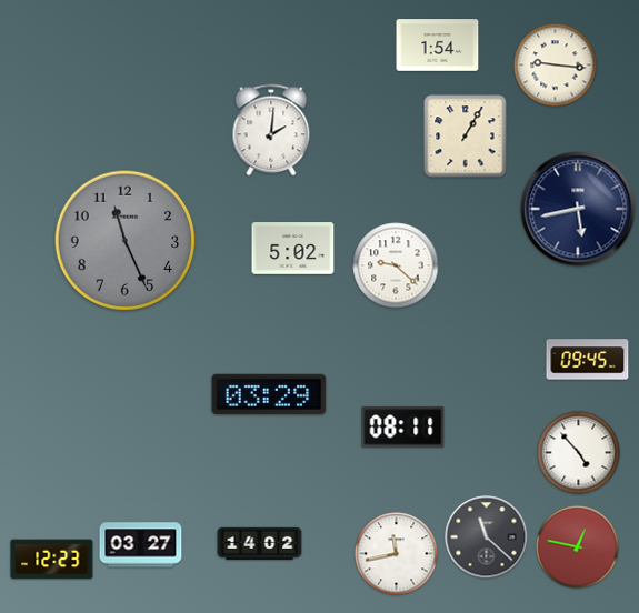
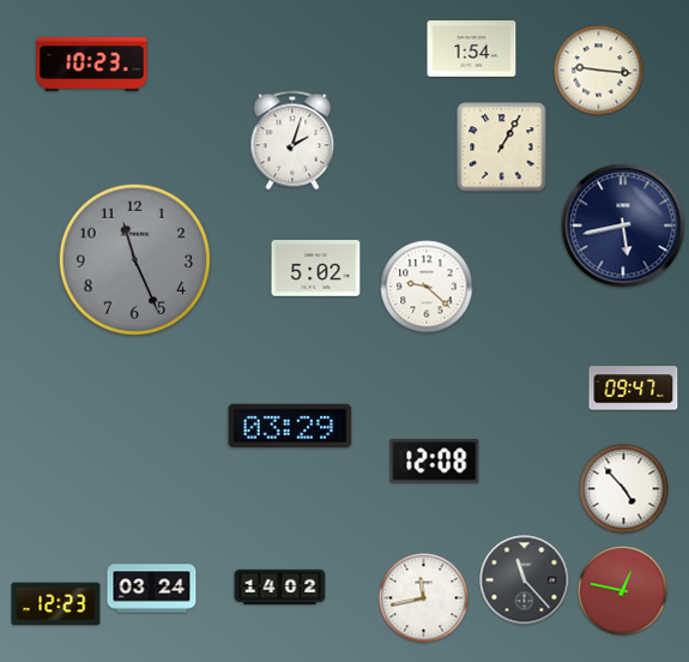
clock at (92, 64): none -> 10:23
clock at (271, 130): 2:01 -> 2:03
clock at (588, 360): 09:45 -> 09:47
clock at (403, 428): 08:11 -> 12:08
clock at (487, 537): 11:22 -> 11:23
clock at (141, 545): 03:27 -> 03:24
clock at (397, 554) position: (397, 554) -> (424, 598)
